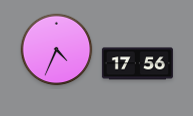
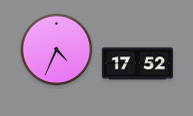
clock at (137, 64): 17:56 -> 17:52
